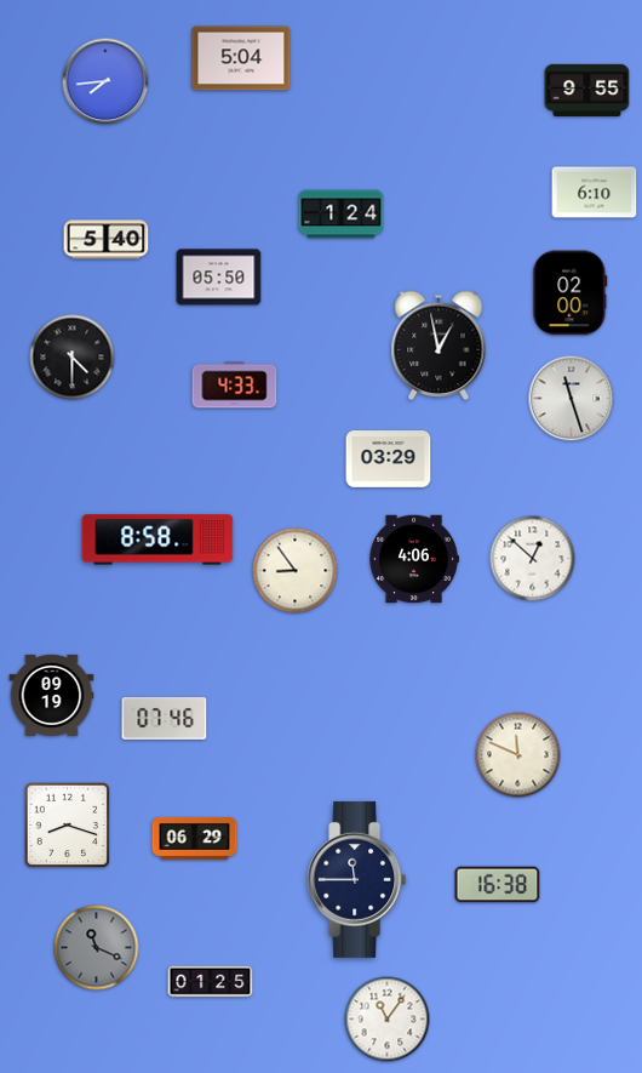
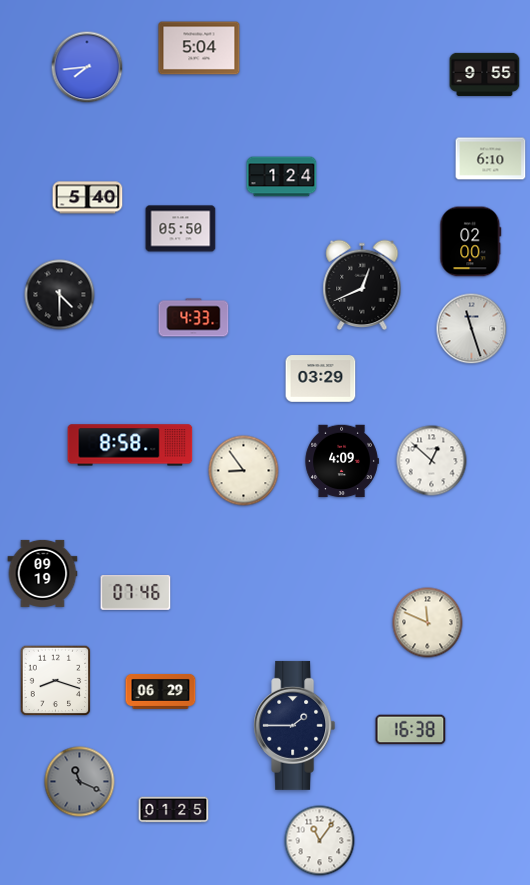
clock at (438, 346): 12:58 -> 12:41
clock at (414, 559): 4:06 -> 4:09
clock at (533, 559) position: (533, 559) -> (432, 461)
clock at (357, 879): 11:45 -> 1:45
